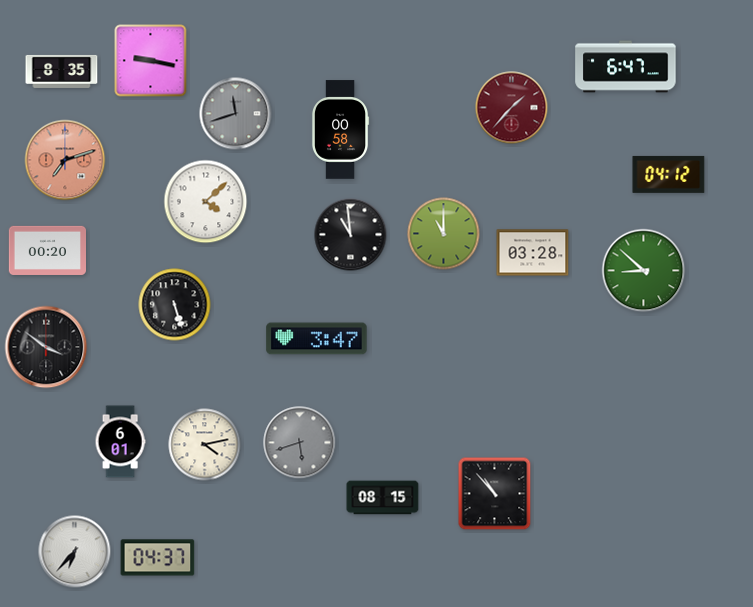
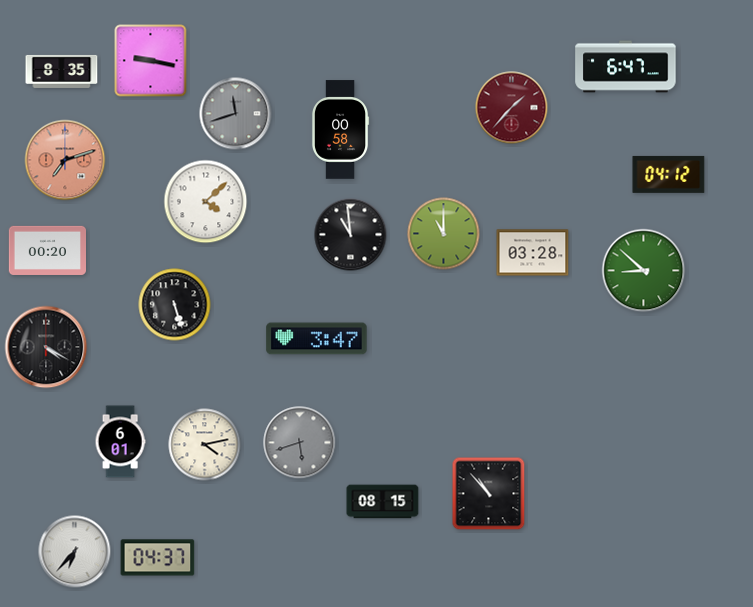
clock at (46, 347): 3:51 -> 4:20
clock at (495, 494) position: (495, 494) -> (489, 494)
clock at (383, 498) position: (383, 498) -> (383, 502)
